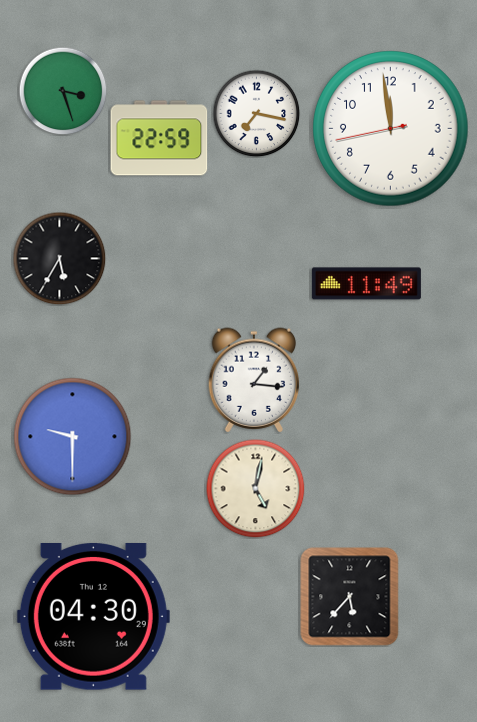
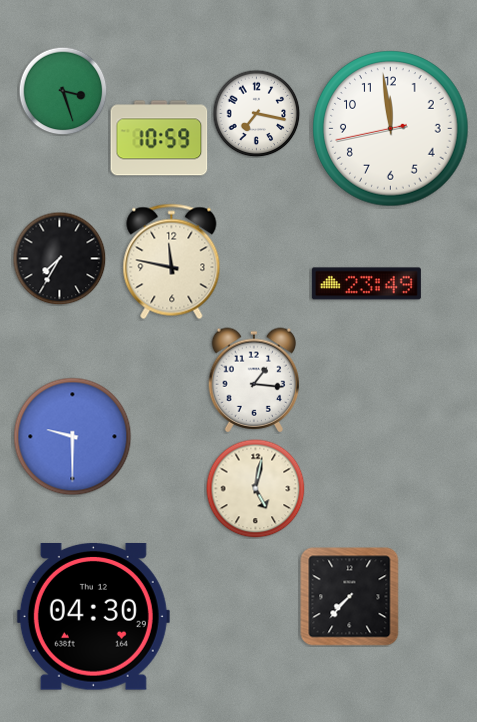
clock at (159, 138): 22:59 -> 10:59
clock at (59, 258): 5:35 -> 7:35
clock at (172, 262): none -> 11:47
clock at (366, 284): 11:49 -> 23:49
clock at (350, 597): 5:37 -> 7:37
